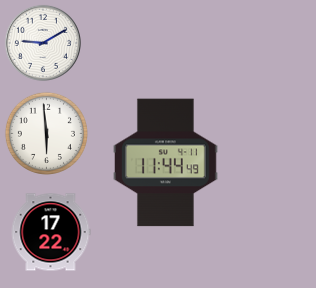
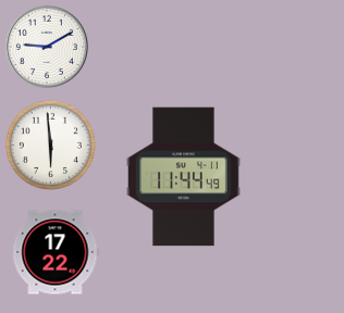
clock at (166, 163) position: (166, 163) -> (184, 177)
